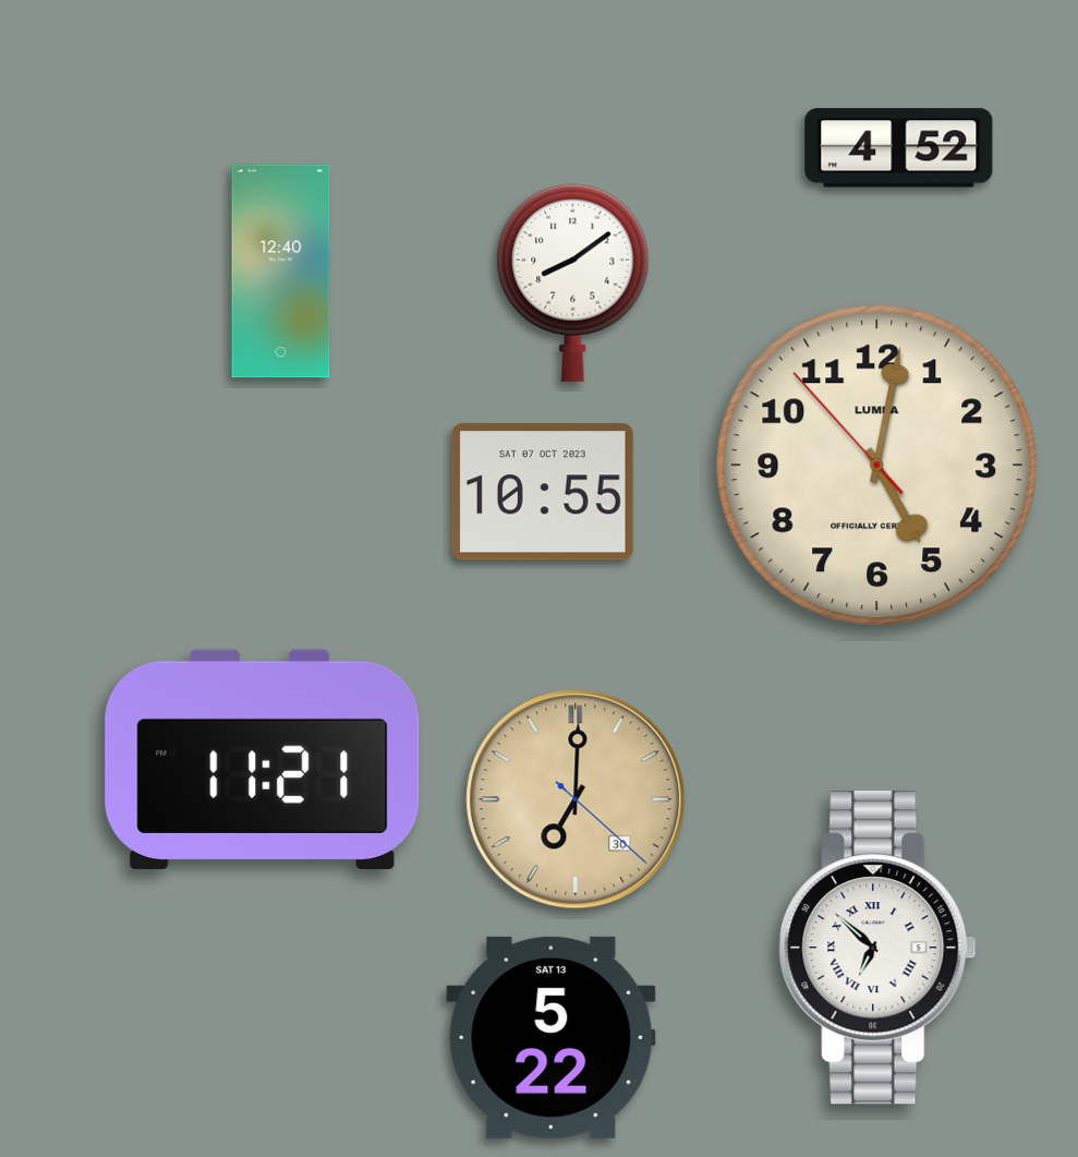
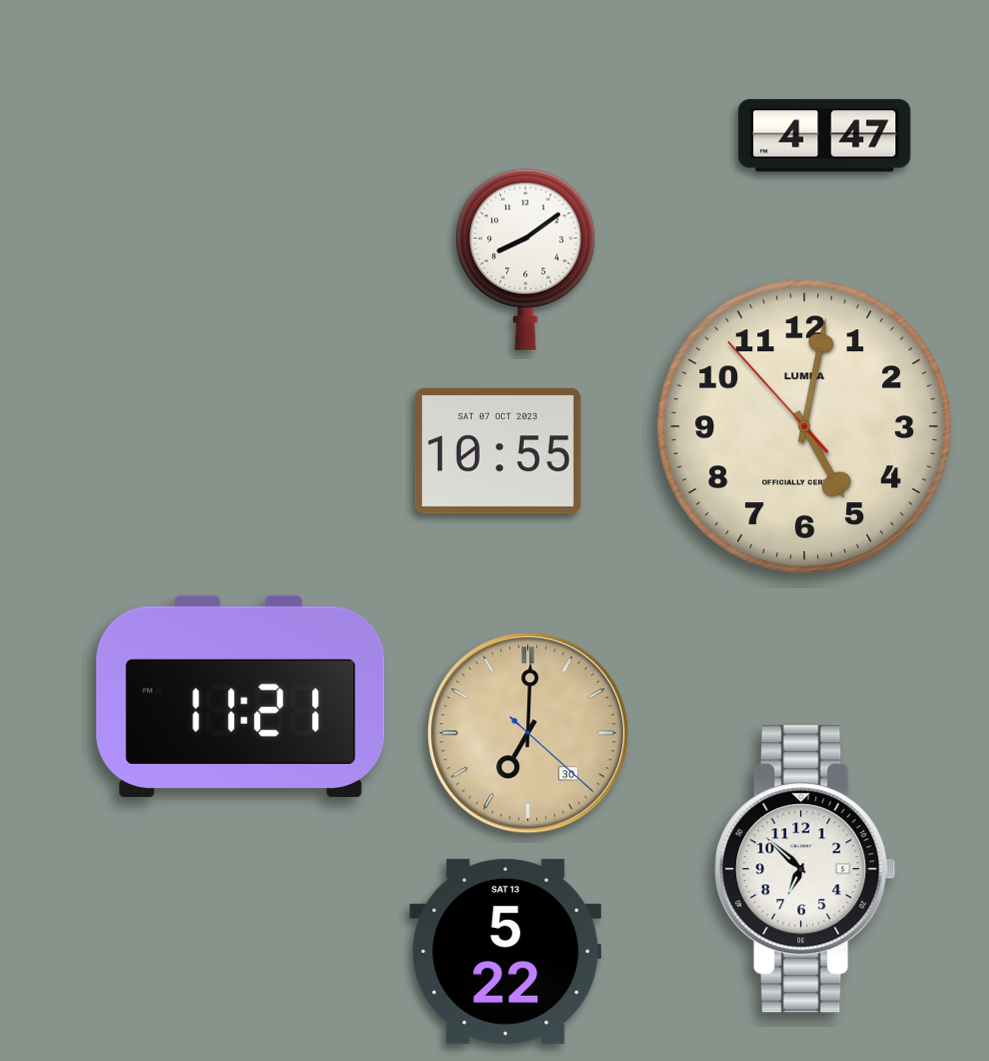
clock at (899, 148): 4:52 -> 4:47
clock at (281, 272): 12:40 -> none
clock at (877, 948) numerals: Roman -> Arabic
